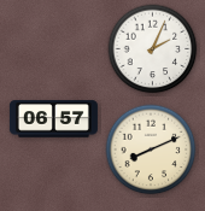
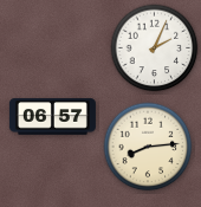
clock at (153, 49) position: (153, 49) -> (155, 48)
clock at (151, 150): 8:11 -> 8:14
